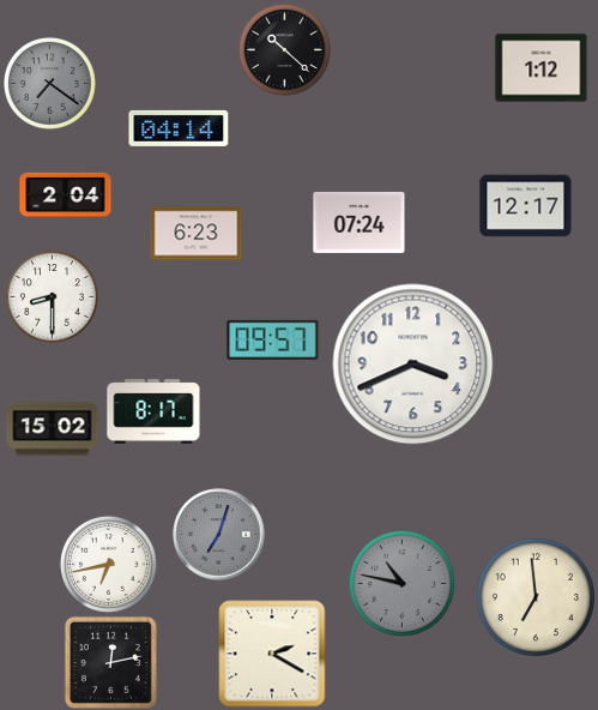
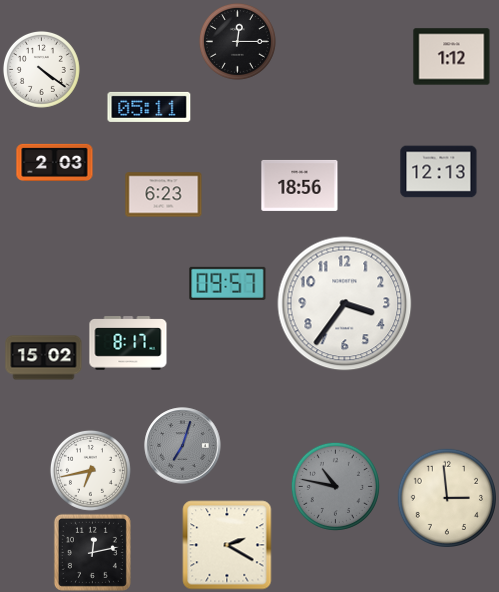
clock at (284, 49): 10:22 -> 12:15
clock at (49, 83): 7:21 -> 4:21
clock at (49, 83) dial: grey -> white
clock at (179, 128): 04:14 -> 05:11
clock at (66, 194): 2:04 -> 2:03
clock at (526, 206): 12:17 -> 12:13
clock at (360, 222): 07:24 -> 18:56
clock at (52, 296): 8:30 -> none
clock at (413, 365): 3:41 -> 3:36
clock at (534, 596): 6:59 -> 2:59
